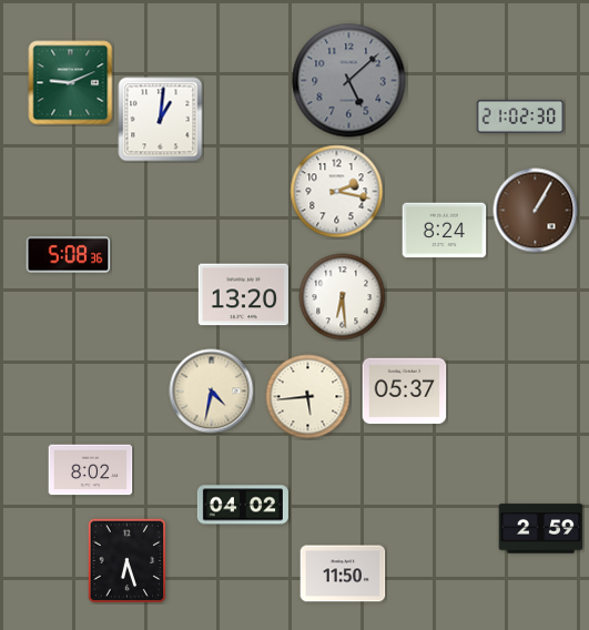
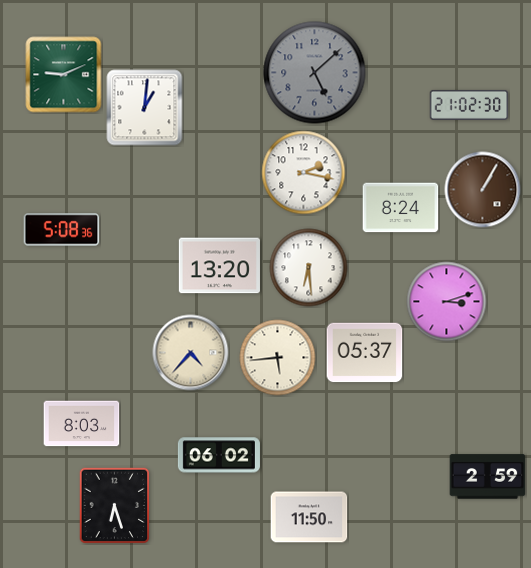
clock at (447, 302): none -> 3:12
clock at (212, 392): 4:32 -> 4:37
clock at (91, 470): 8:02 -> 8:03
clock at (243, 505): 04:02 -> 06:02
